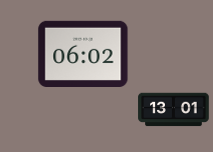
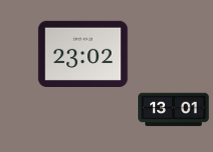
clock at (83, 53): 06:02 -> 23:02
